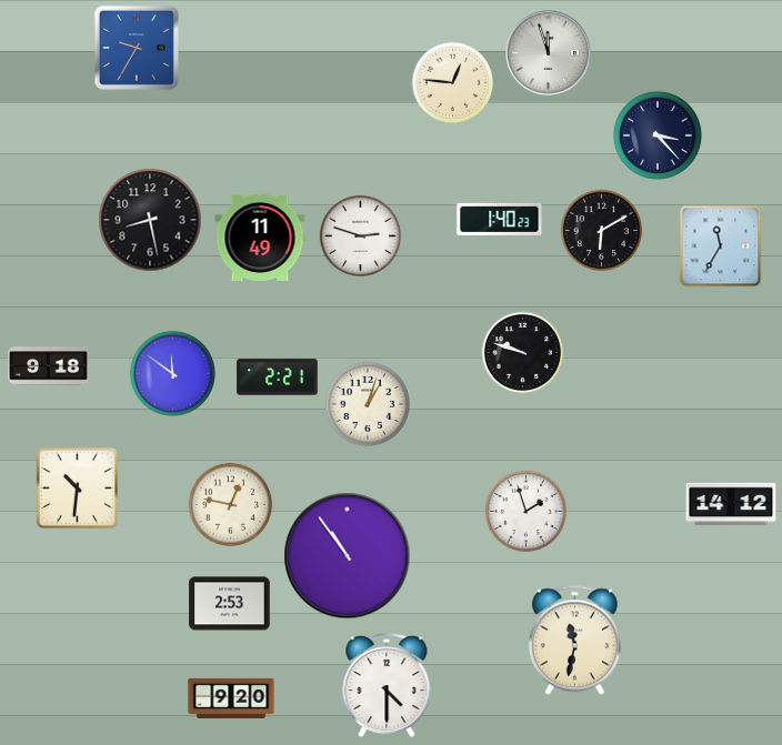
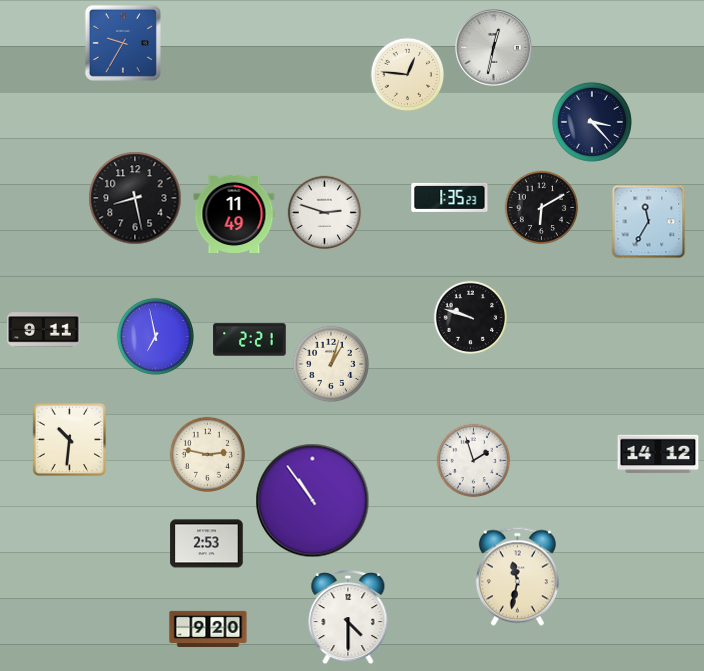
clock at (549, 53): 11:57 -> 12:32
clock at (500, 219): 1:40 -> 1:35
clock at (49, 366): 9:18 -> 9:11
clock at (172, 373): 11:51 -> 6:58
clock at (230, 504): 12:47 -> 2:47
